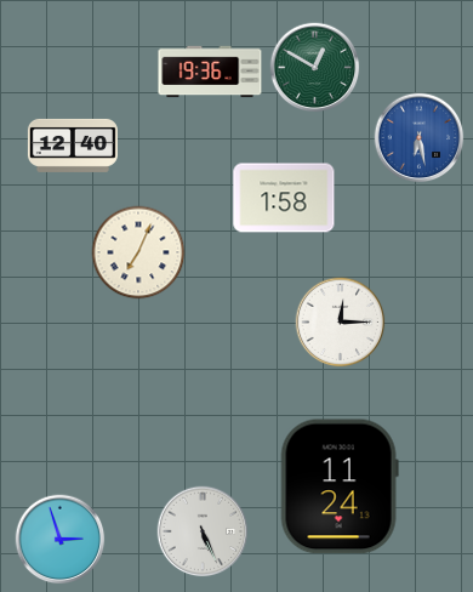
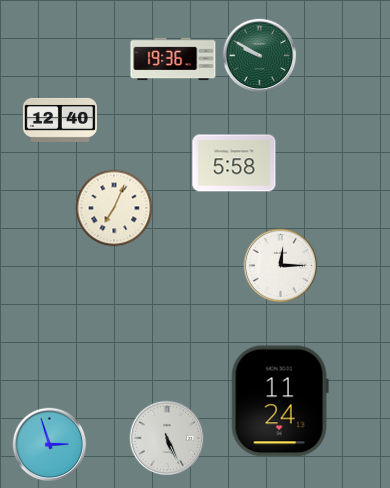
clock at (315, 68): 12:50 -> 9:50
clock at (420, 138): 6:28 -> none
clock at (284, 198): 1:58 -> 5:58
